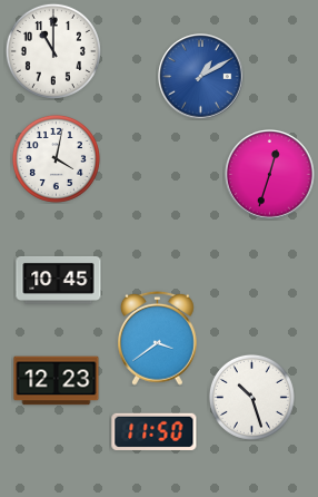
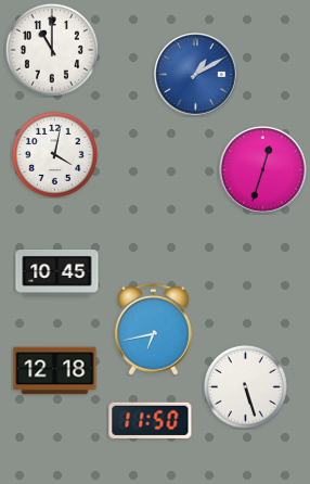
clock at (157, 338): 3:39 -> 6:43
clock at (57, 381): 12:23 -> 12:18
clock at (251, 397): 10:27 -> 5:27
